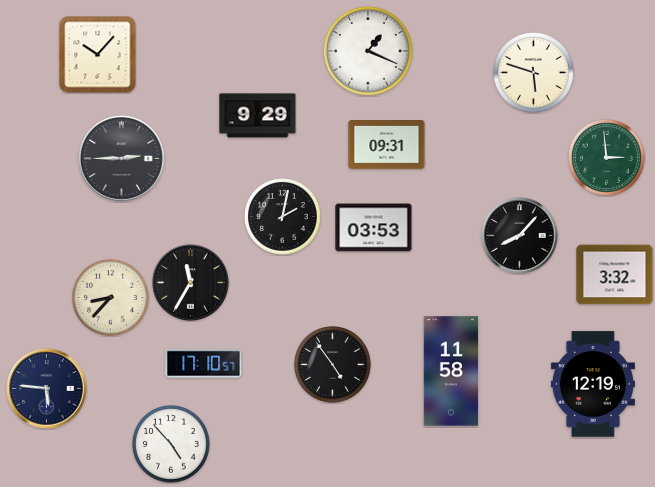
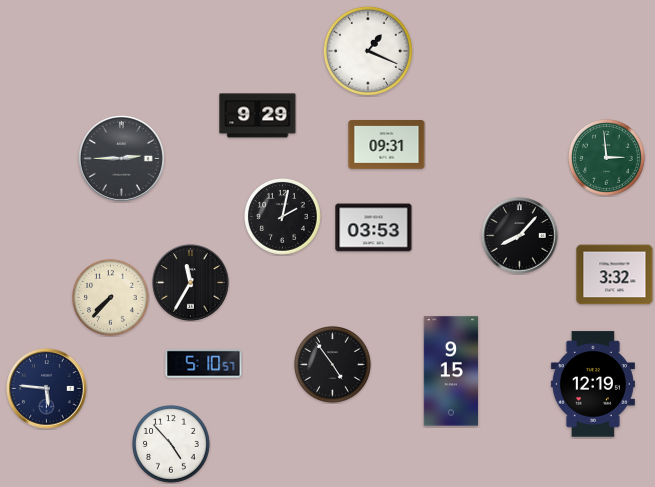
clock at (98, 55): 10:07 -> none
clock at (533, 72): 5:48 -> none
clock at (111, 298): 8:37 -> 7:37
clock at (204, 364): 17:10 -> 5:10
clock at (451, 371): 11:58 -> 9:15
